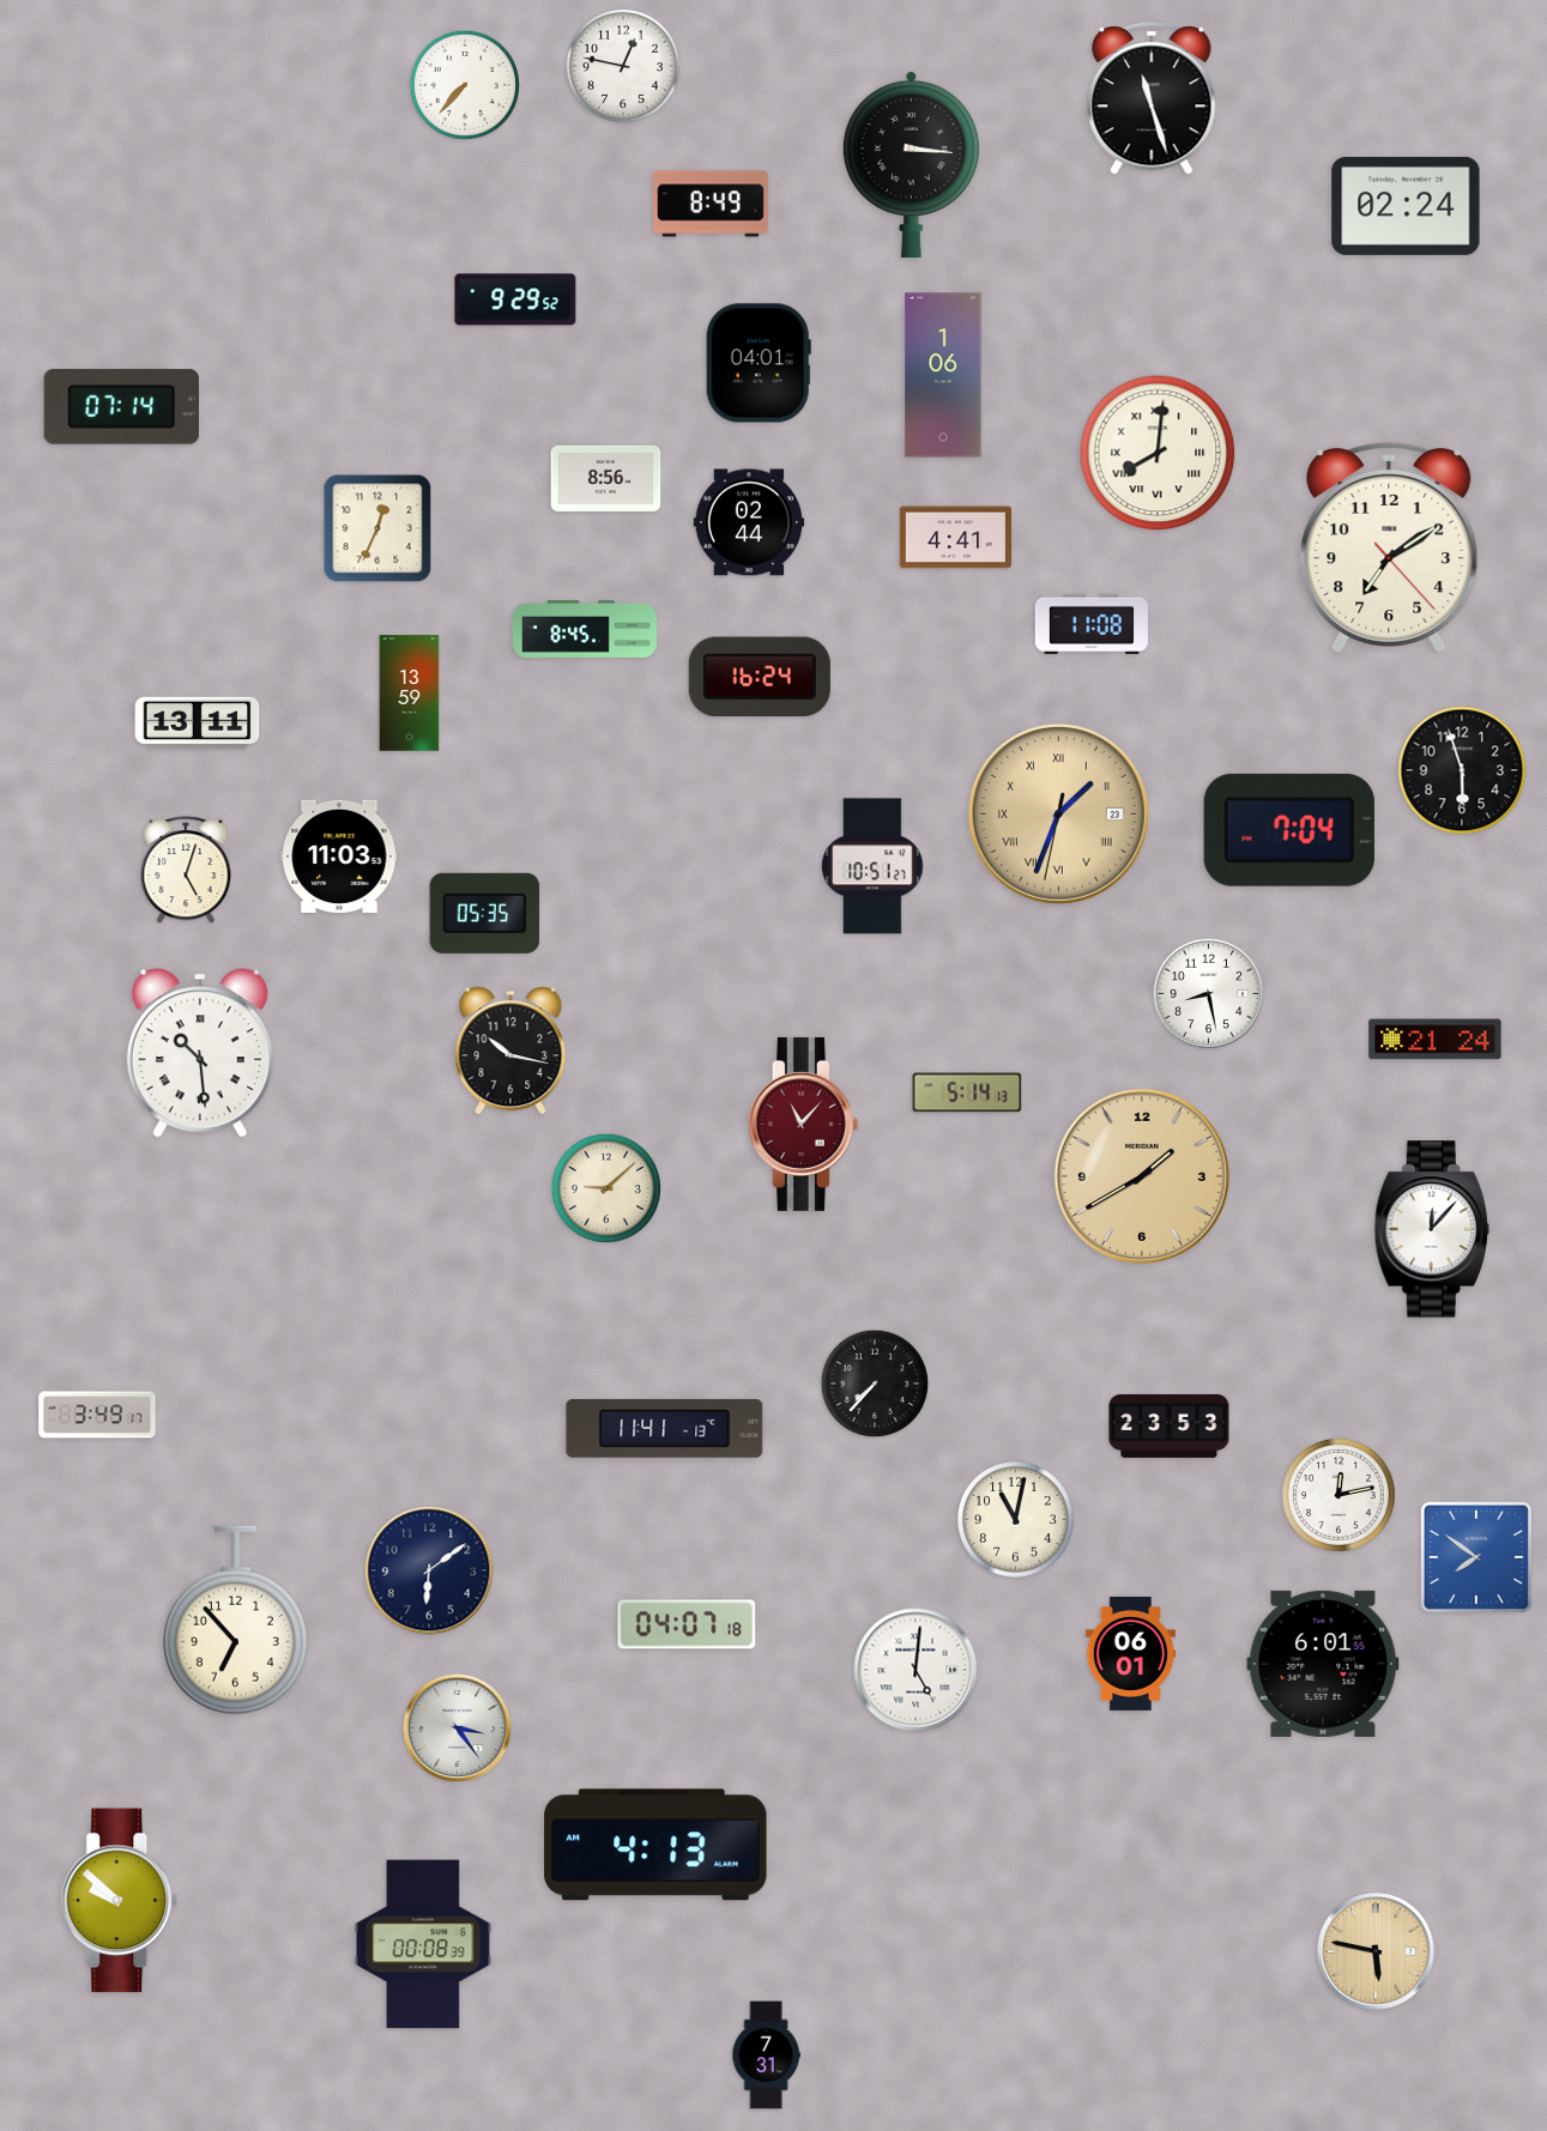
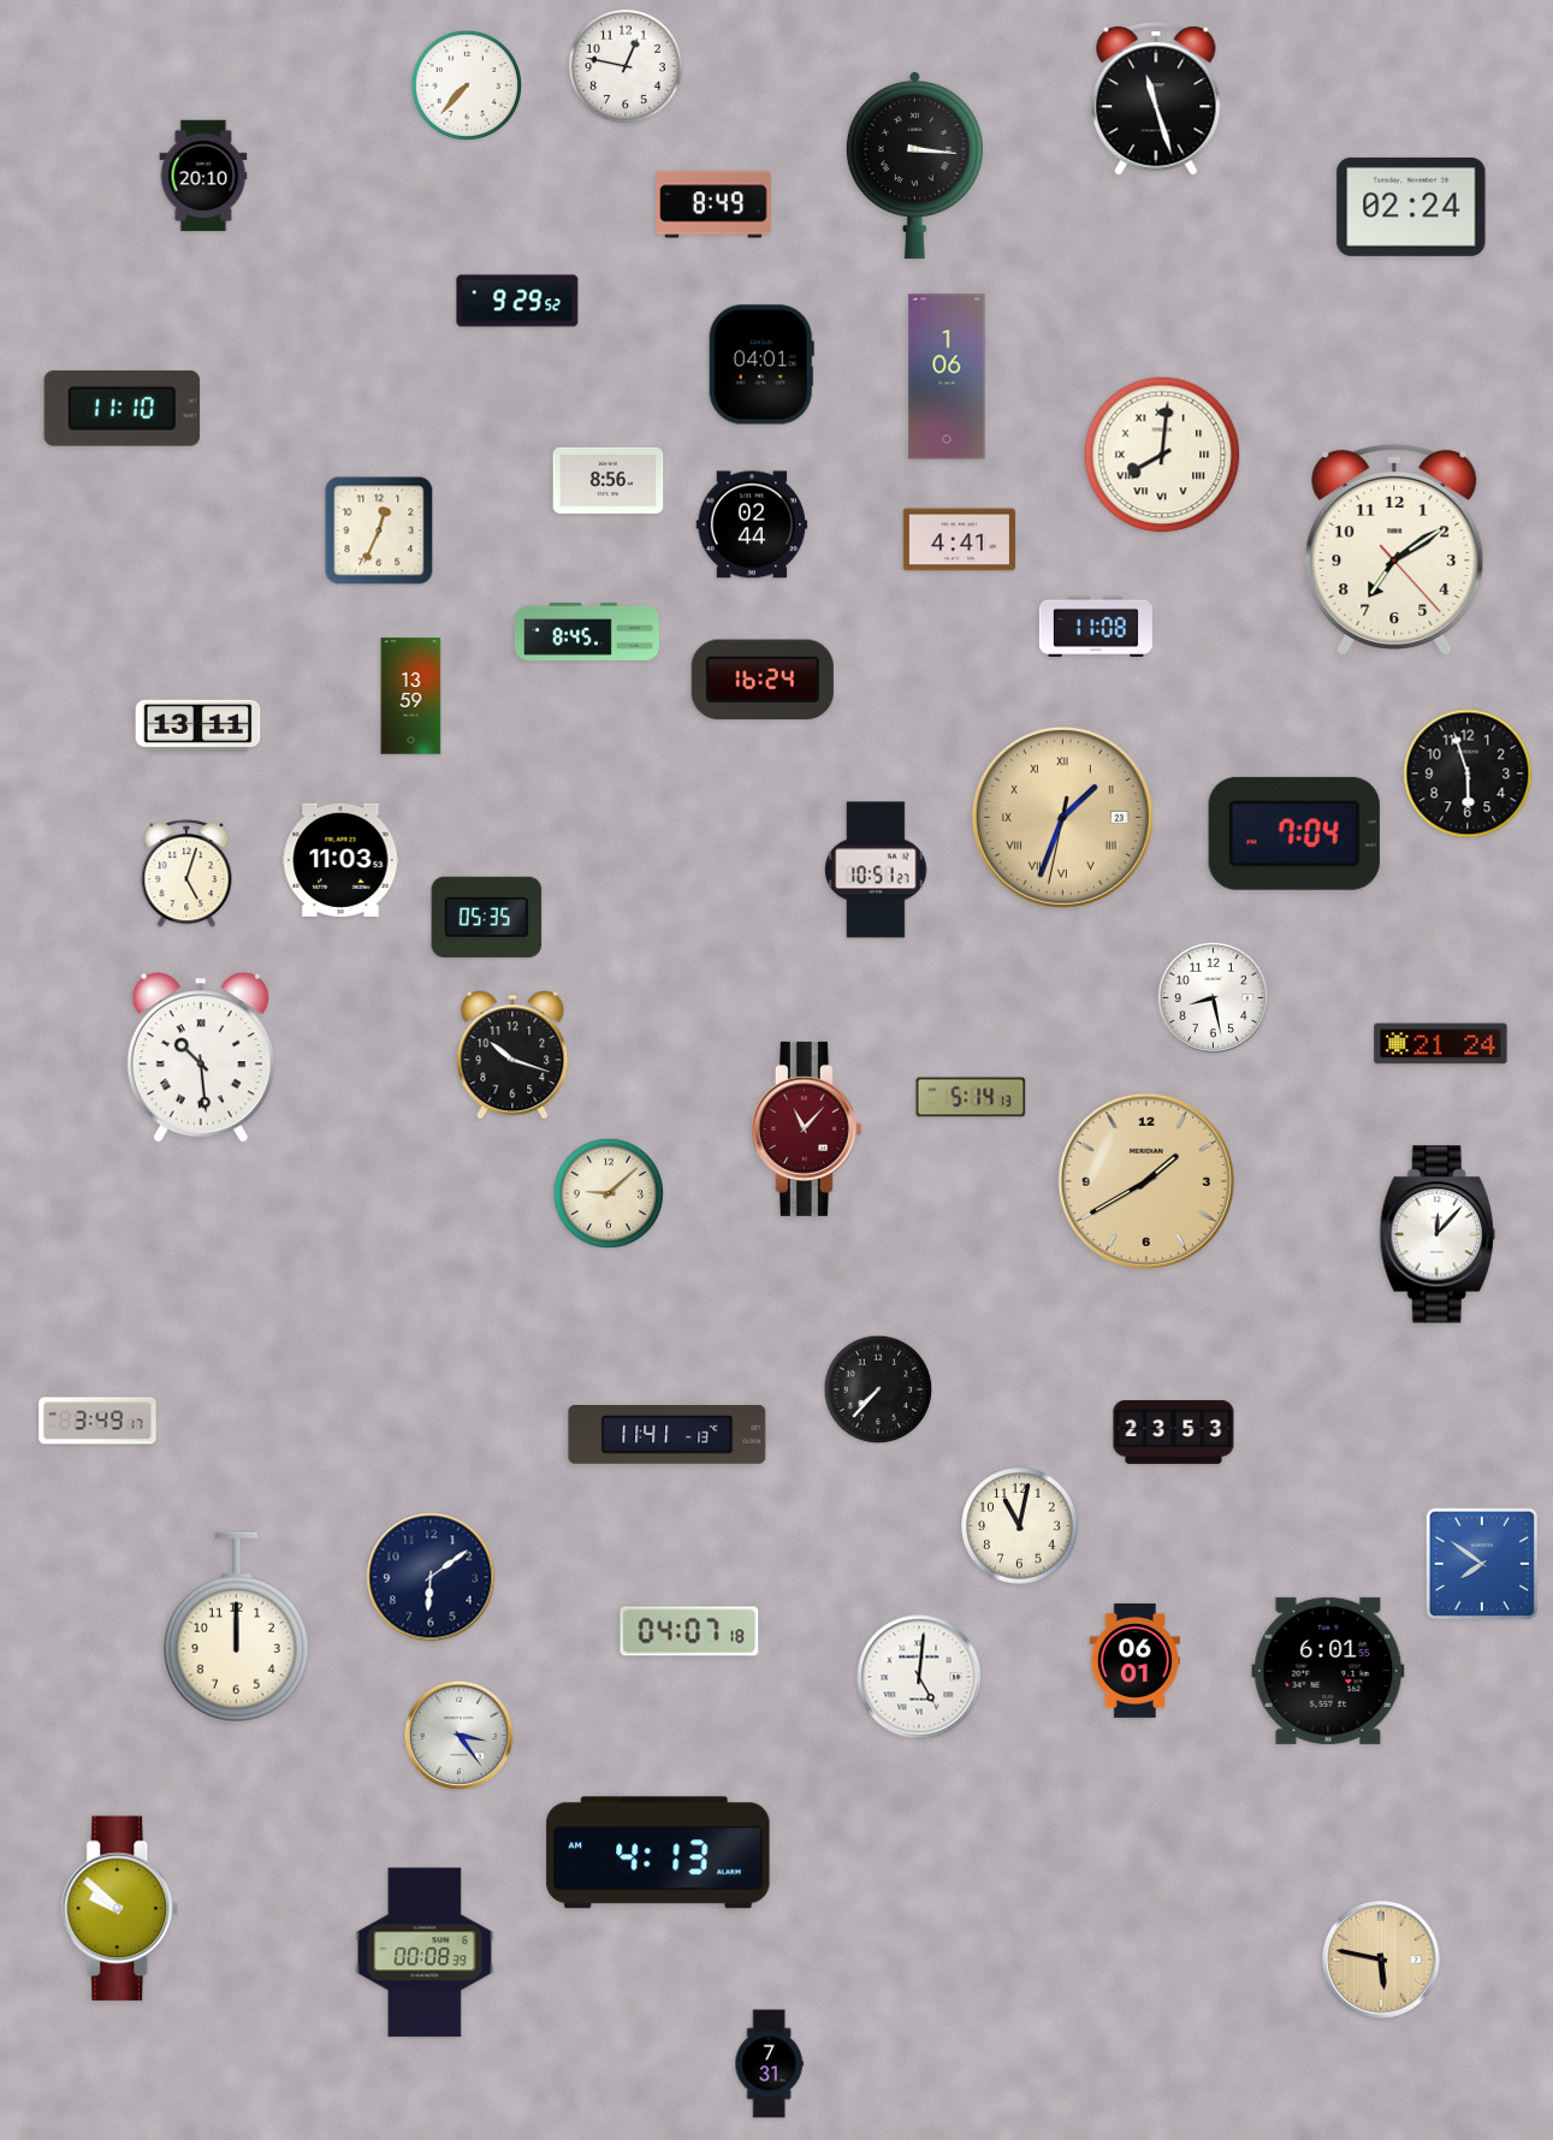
clock at (203, 176): none -> 20:10
clock at (121, 406): 07:14 -> 11:10
clock at (510, 1051): 10:17 -> 10:18
clock at (1338, 1495): 12:13 -> none
clock at (235, 1621): 6:53 -> 12:00
